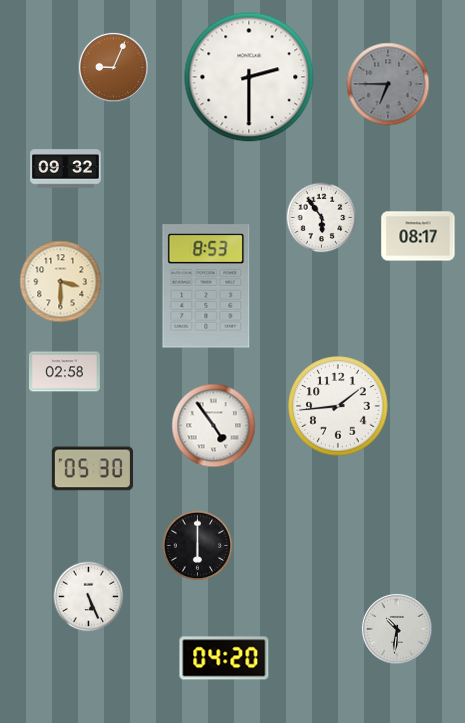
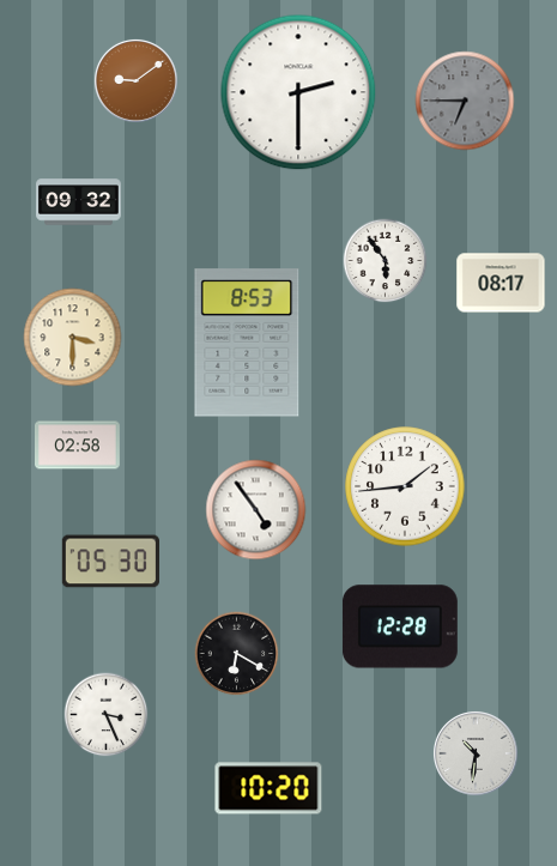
clock at (113, 67): 9:04 -> 9:09
clock at (400, 626): none -> 12:28
clock at (198, 546): 6:00 -> 6:20
clock at (89, 597): 5:26 -> 3:26
clock at (224, 658): 04:20 -> 10:20
